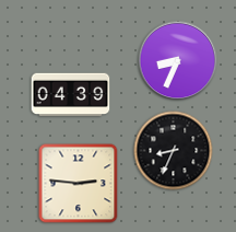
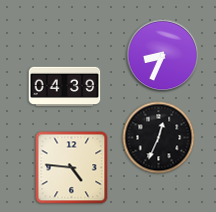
clock at (174, 151): 8:34 -> 12:34
clock at (79, 184): 2:46 -> 4:46
